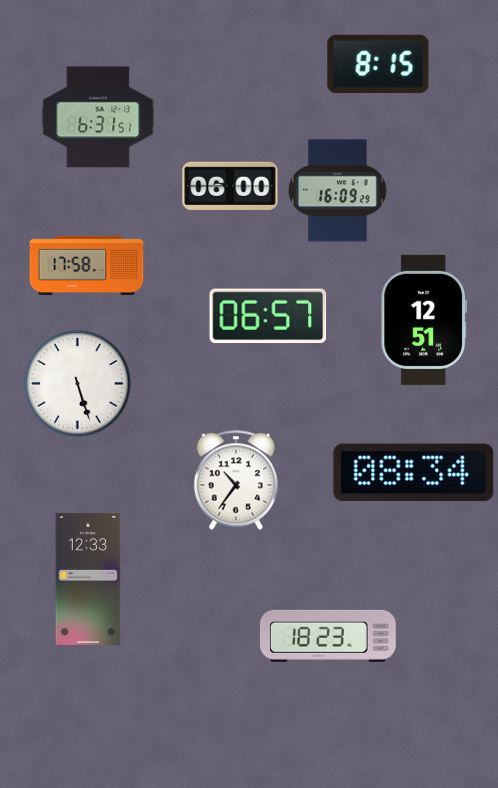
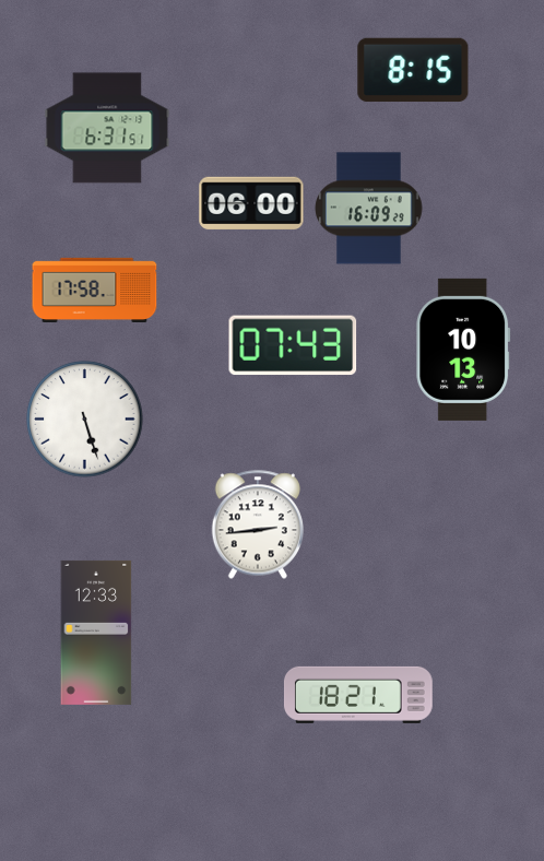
clock at (268, 316): 06:57 -> 07:43
clock at (424, 320): 12:51 -> 10:13
clock at (414, 473): 08:34 -> none
clock at (235, 480): 10:36 -> 2:44
clock at (328, 636): 18:23 -> 18:21
